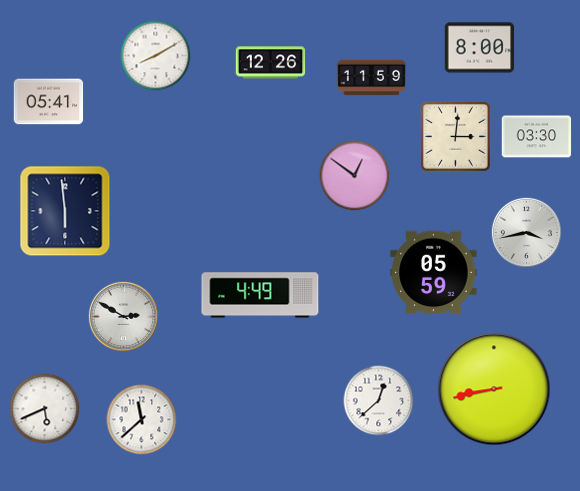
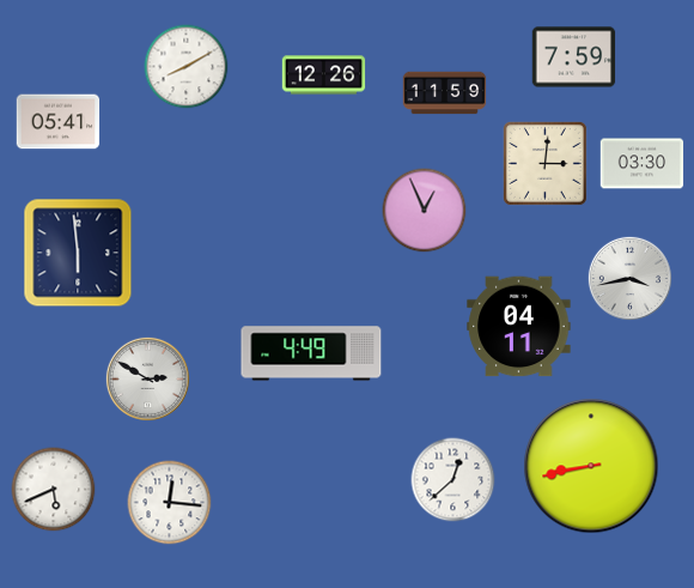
clock at (480, 48): 8:00 -> 7:59
clock at (355, 176): 12:51 -> 12:56
clock at (434, 273): 05:59 -> 04:11
clock at (142, 420): 11:38 -> 12:16
